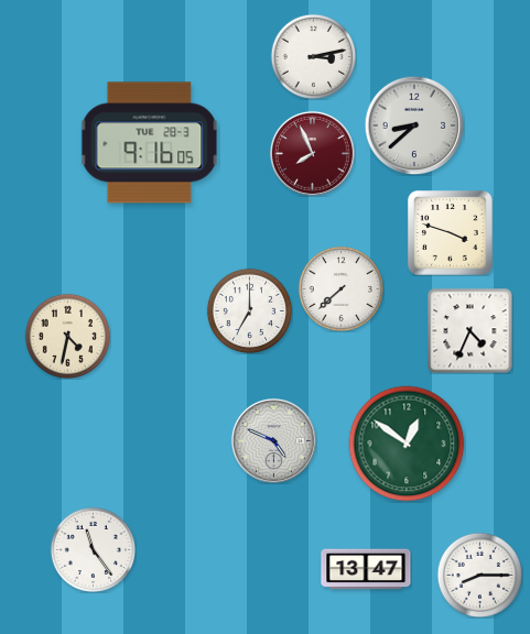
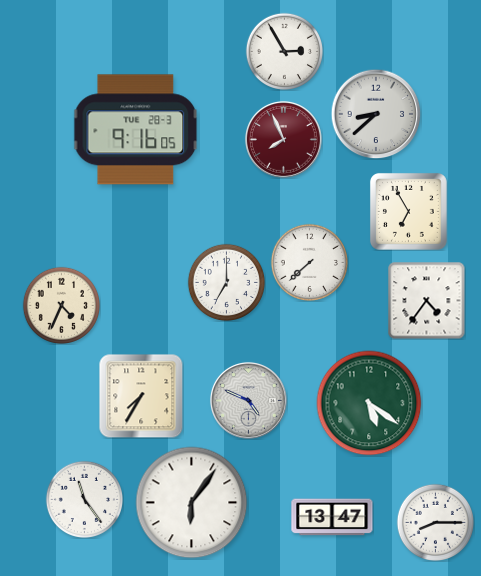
clock at (313, 56): 3:13 -> 2:55
clock at (450, 232): 3:48 -> 6:55
clock at (469, 330): 4:34 -> 4:36
clock at (67, 336): 4:32 -> 4:34
clock at (141, 396): none -> 7:35
clock at (407, 444): 12:51 -> 5:21
clock at (192, 503): none -> 6:06
